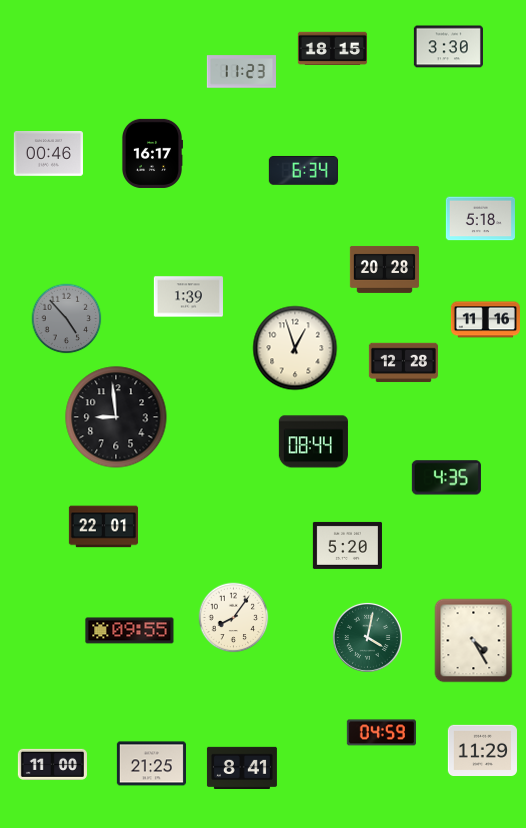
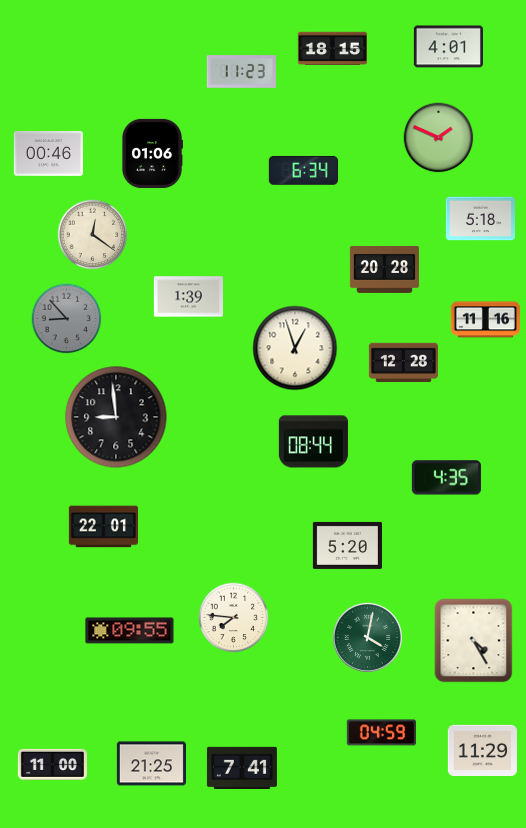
clock at (448, 47): 3:30 -> 4:01
clock at (439, 138): none -> 1:49
clock at (151, 153): 16:17 -> 01:06
clock at (93, 235): none -> 12:21
clock at (67, 319): 4:53 -> 8:53
clock at (234, 618): 8:06 -> 7:46
clock at (242, 767): 8:41 -> 7:41
